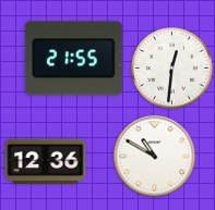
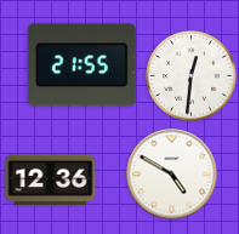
clock at (155, 157): 10:50 -> 4:50
